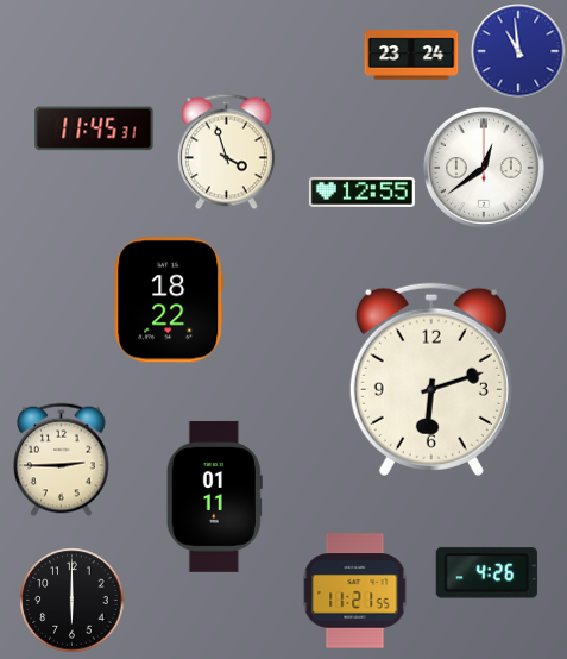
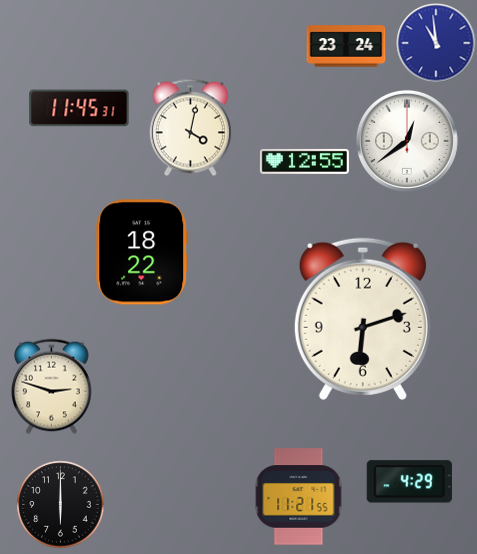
clock at (226, 152): 3:57 -> 4:02
clock at (62, 460): 2:45 -> 2:48
clock at (214, 496): 01:11 -> none
clock at (486, 573): 4:26 -> 4:29
